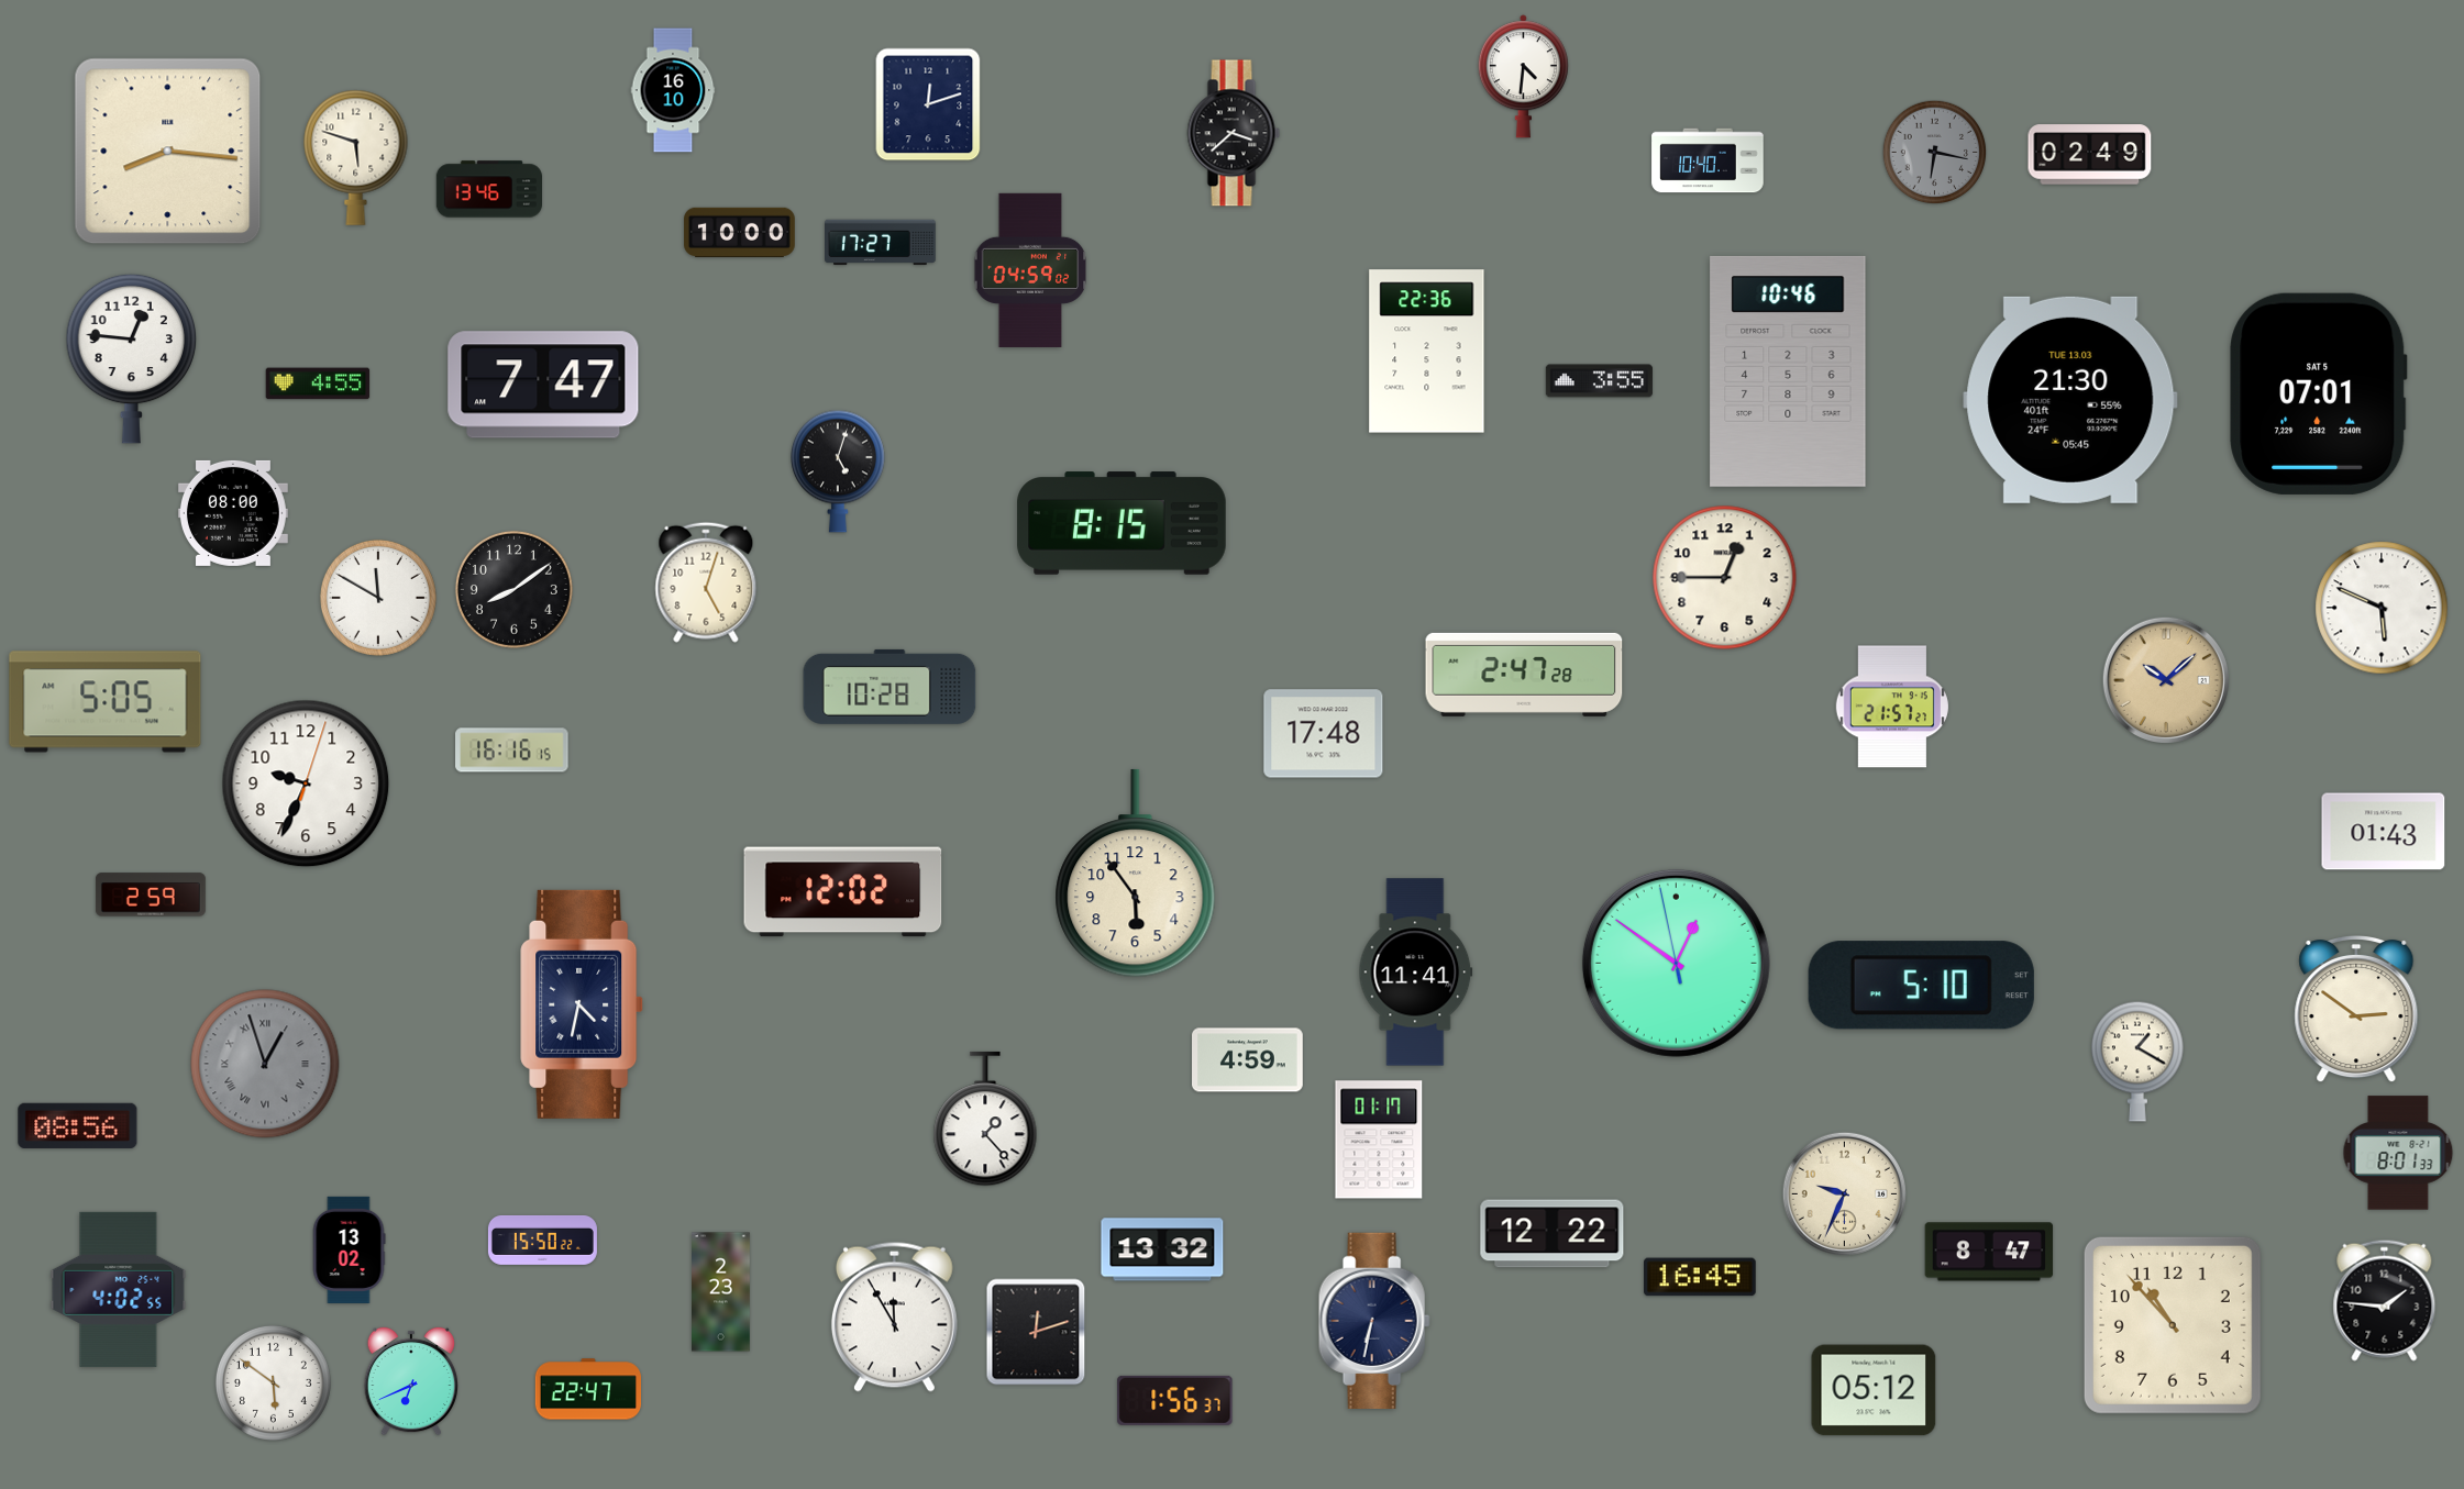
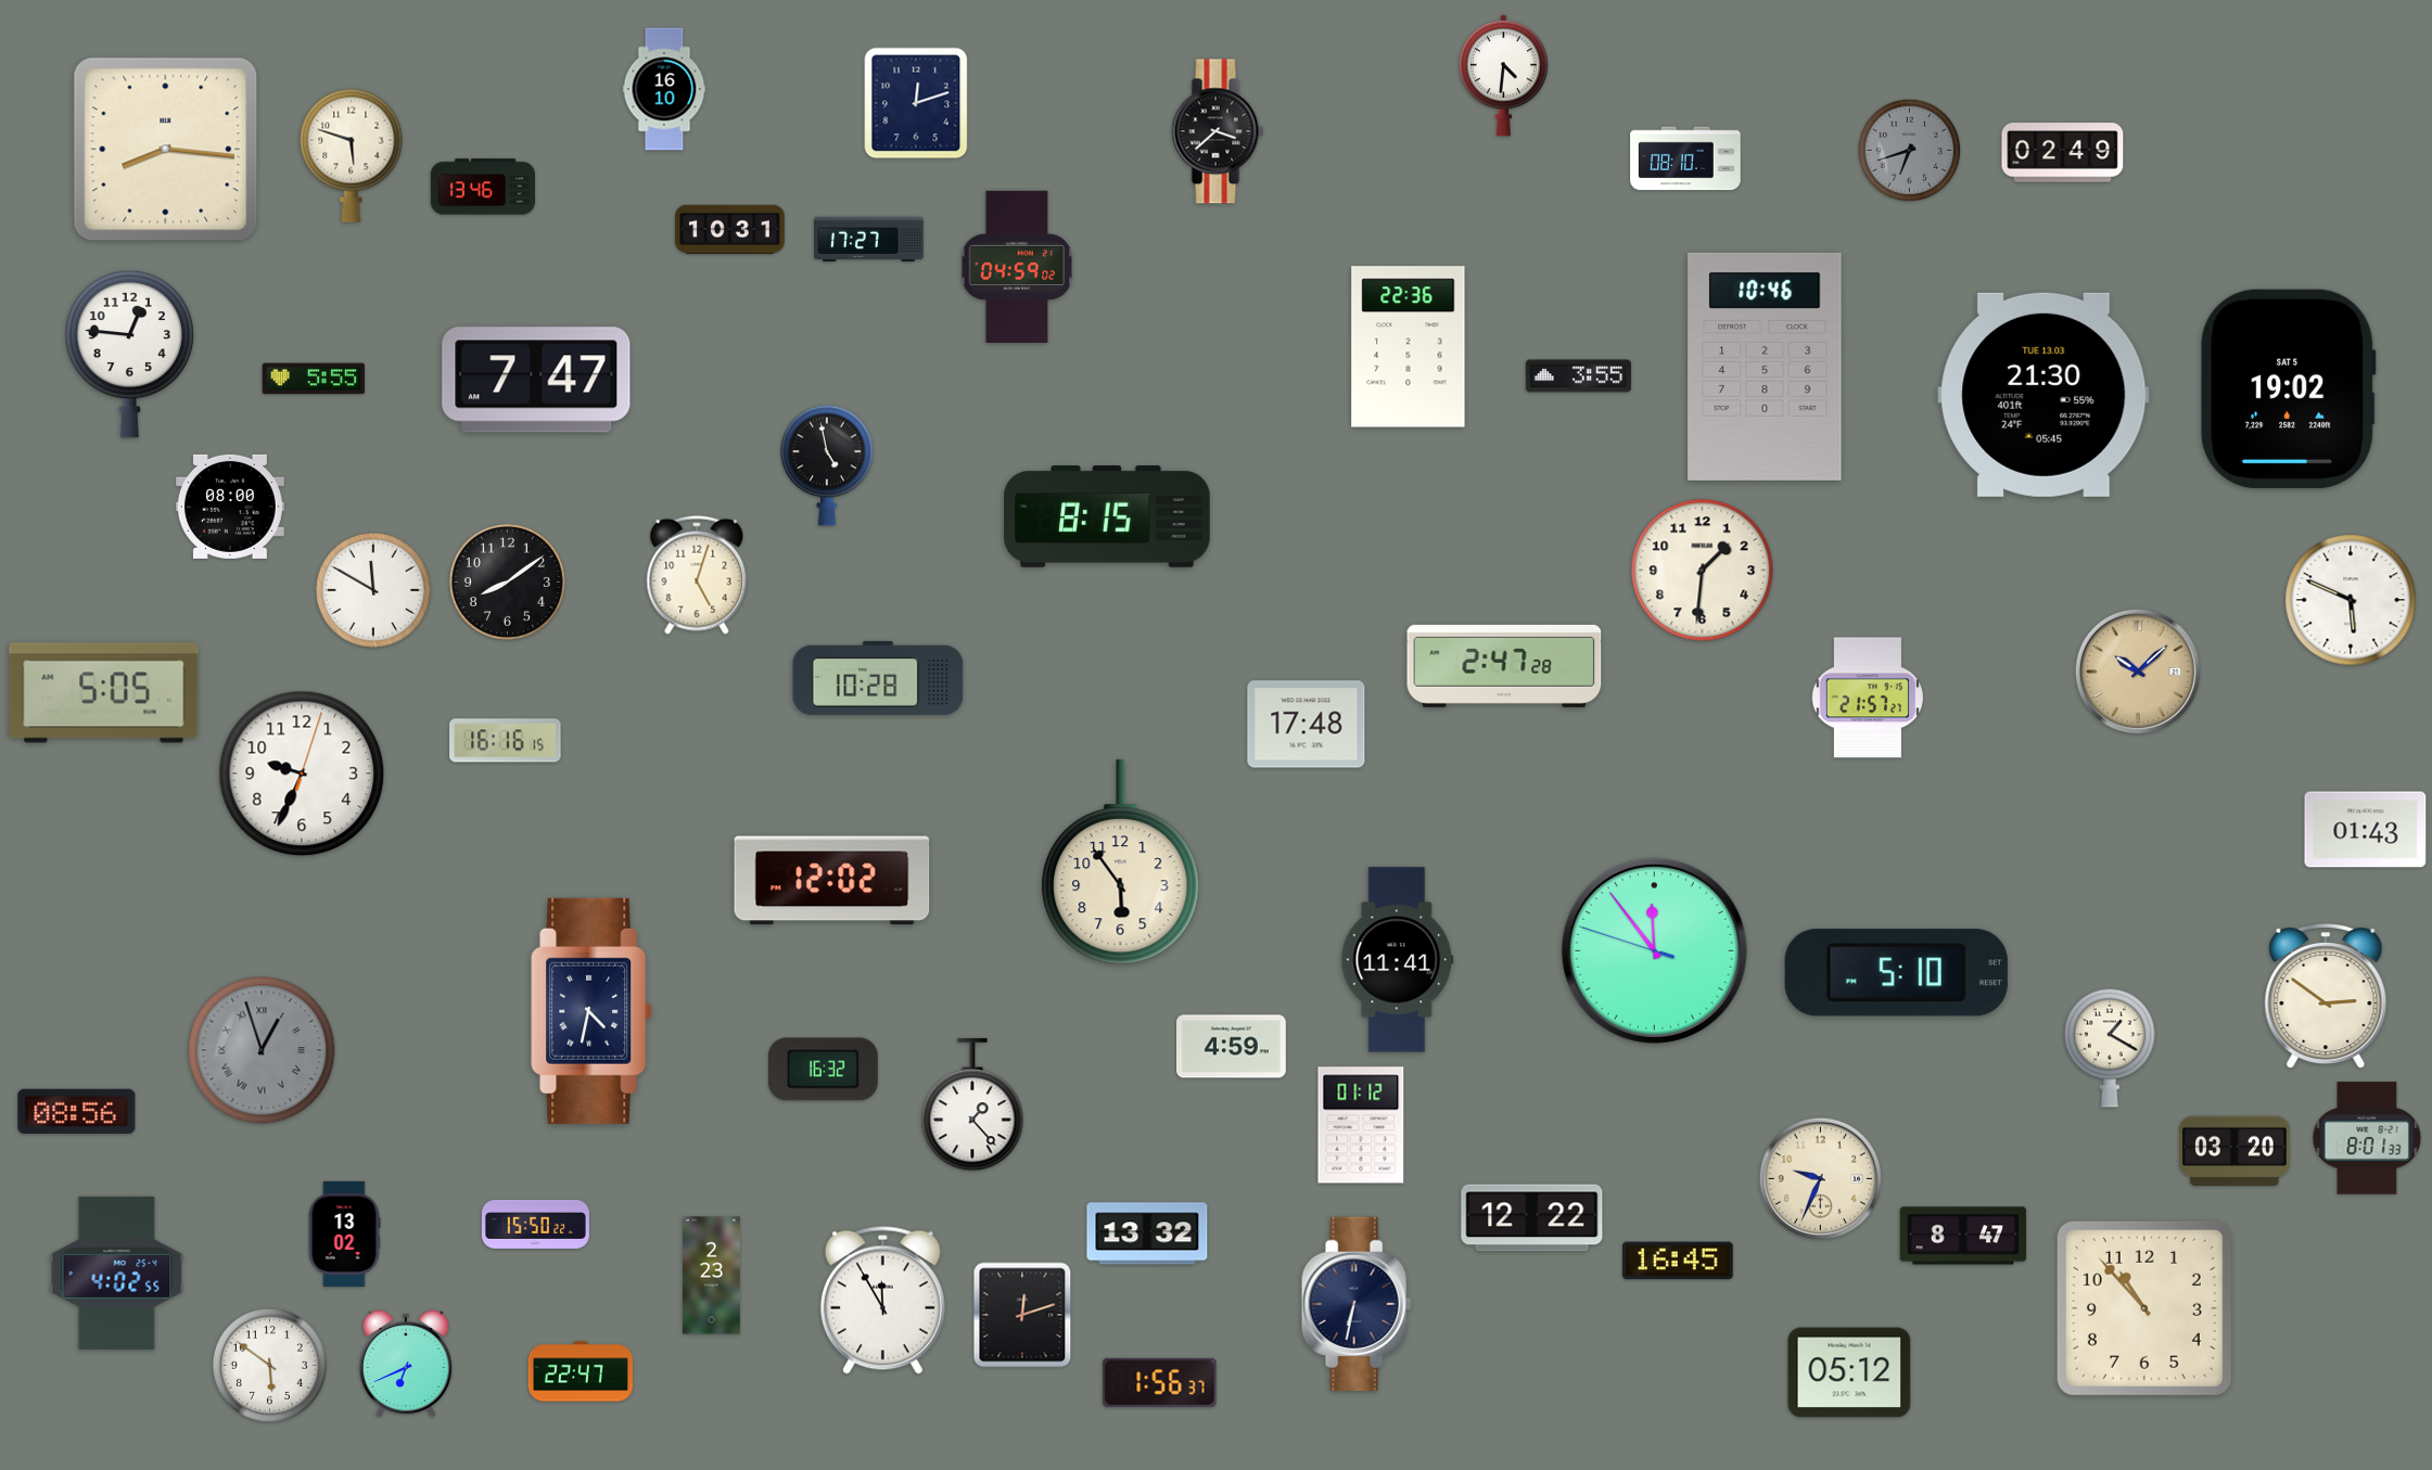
clock at (1935, 153): 6:17 -> 6:42
clock at (1708, 160): 10:40 -> 08:10
clock at (740, 232): 10:00 -> 10:31
clock at (318, 384): 4:55 -> 5:55
clock at (2319, 393): 07:01 -> 19:02
clock at (838, 471): 5:03 -> 4:58
clock at (1725, 578): 12:45 -> 1:31
clock at (2384, 832) position: (2384, 832) -> (2366, 830)
clock at (151, 894): 2:59 -> none
clock at (1676, 963): 12:50 -> 11:53
clock at (583, 1004) position: (583, 1004) -> (593, 1011)
clock at (823, 1070): none -> 16:32
clock at (1379, 1140): 01:17 -> 01:12
clock at (2234, 1150): none -> 03:20
clock at (2385, 1300): 1:46 -> none
